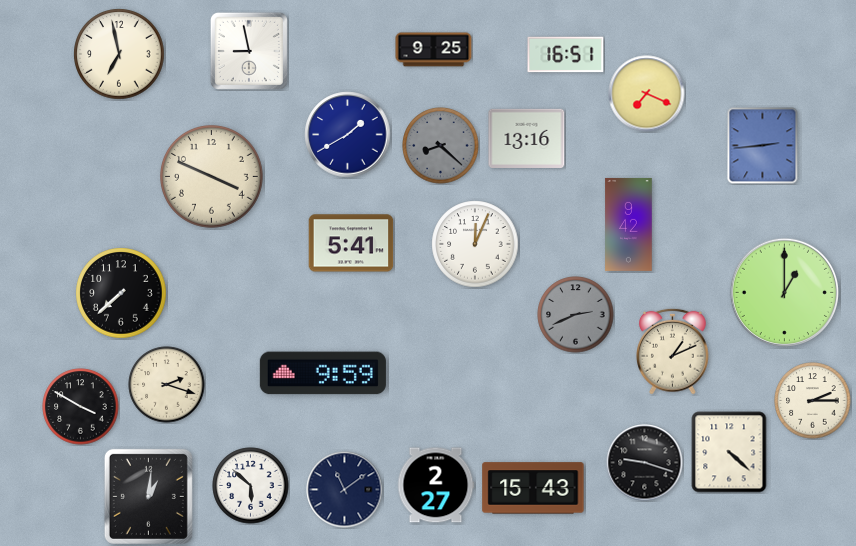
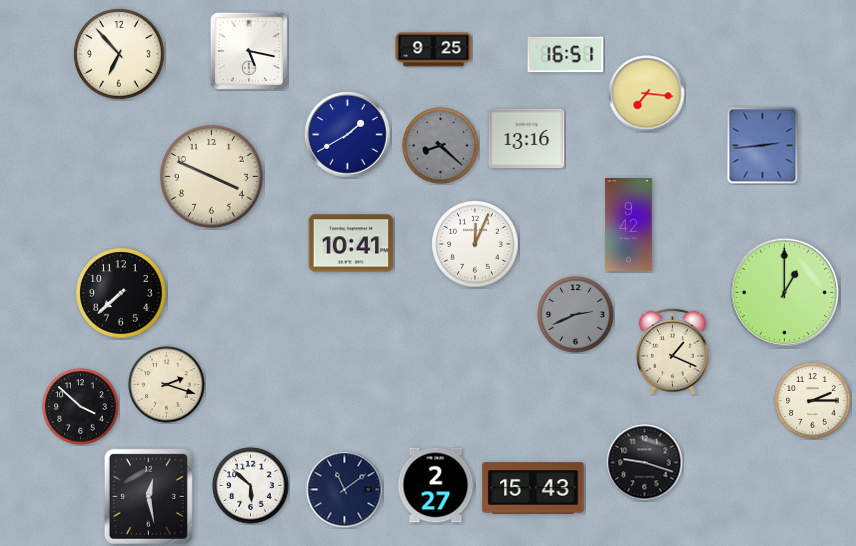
clock at (249, 51): 8:58 -> 5:17
clock at (119, 54): 6:58 -> 6:53
clock at (647, 94): 7:19 -> 7:16
clock at (351, 243): 5:41 -> 10:41
clock at (673, 351): 1:11 -> 1:19
clock at (323, 373): 9:59 -> none
clock at (81, 407): 3:50 -> 3:52
clock at (729, 452): 4:22 -> none
clock at (148, 496): 1:01 -> 12:28
